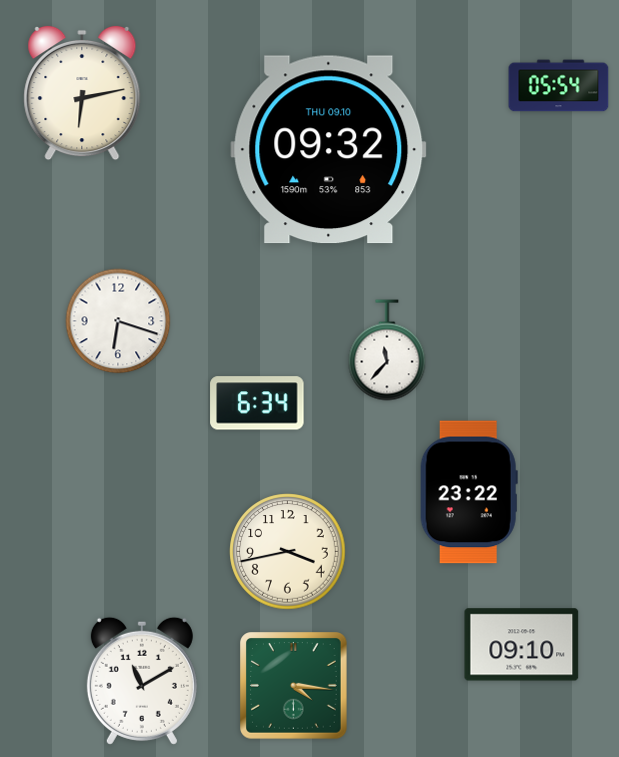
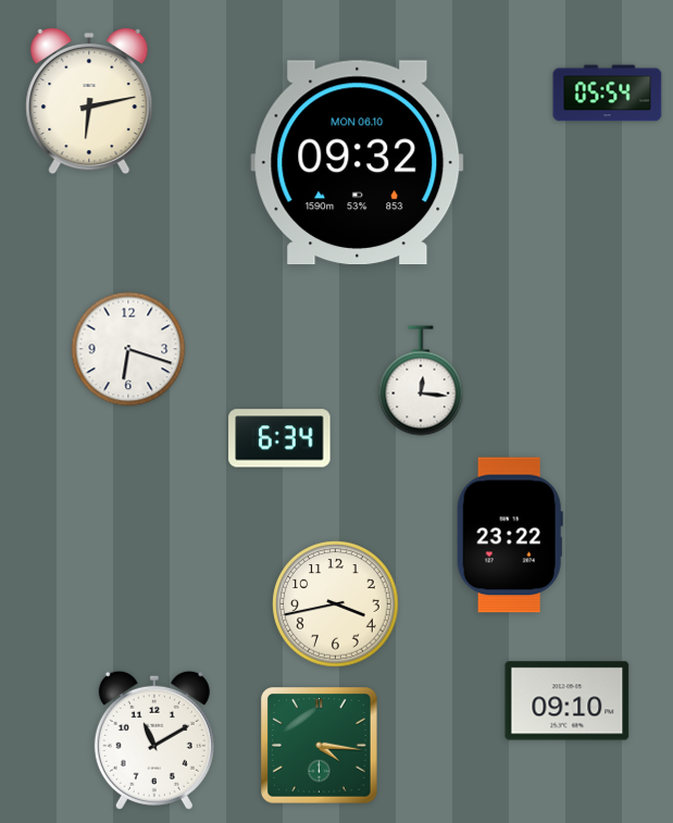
clock at (329, 150) date: THU 09.10 -> MON 06.10
clock at (387, 350): 11:37 -> 12:16
clock at (288, 552) position: (288, 552) -> (336, 604)
